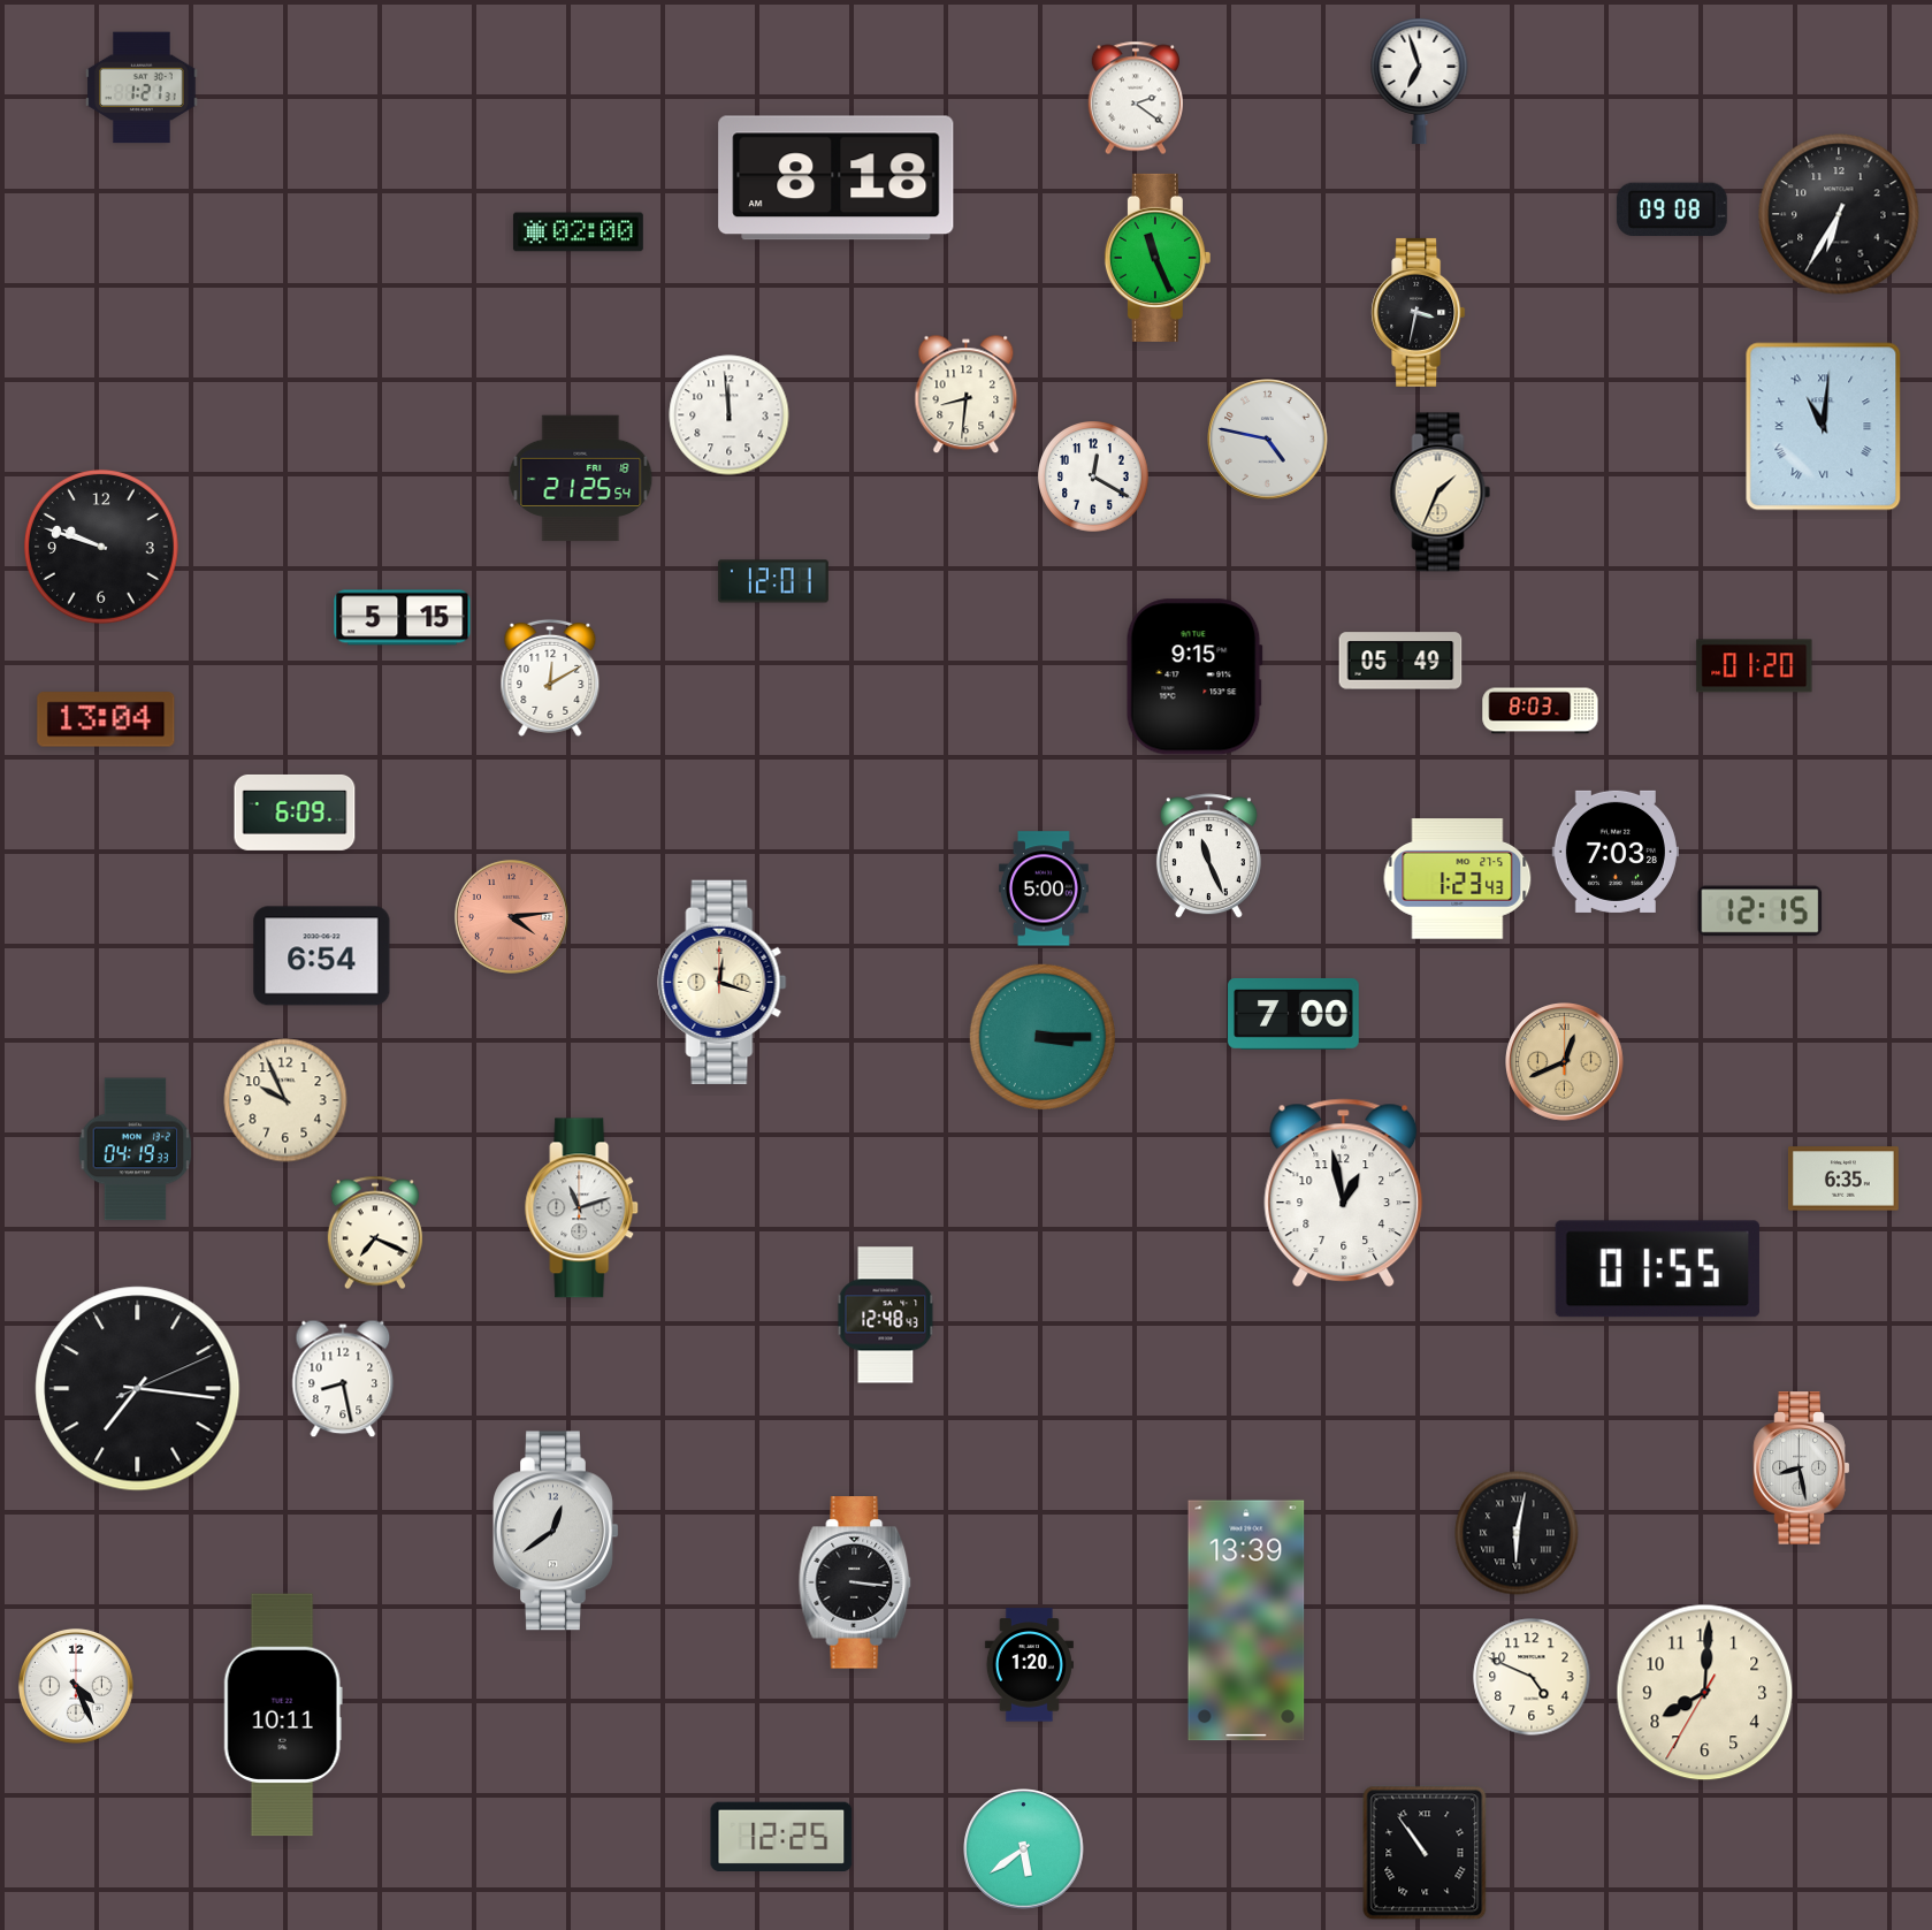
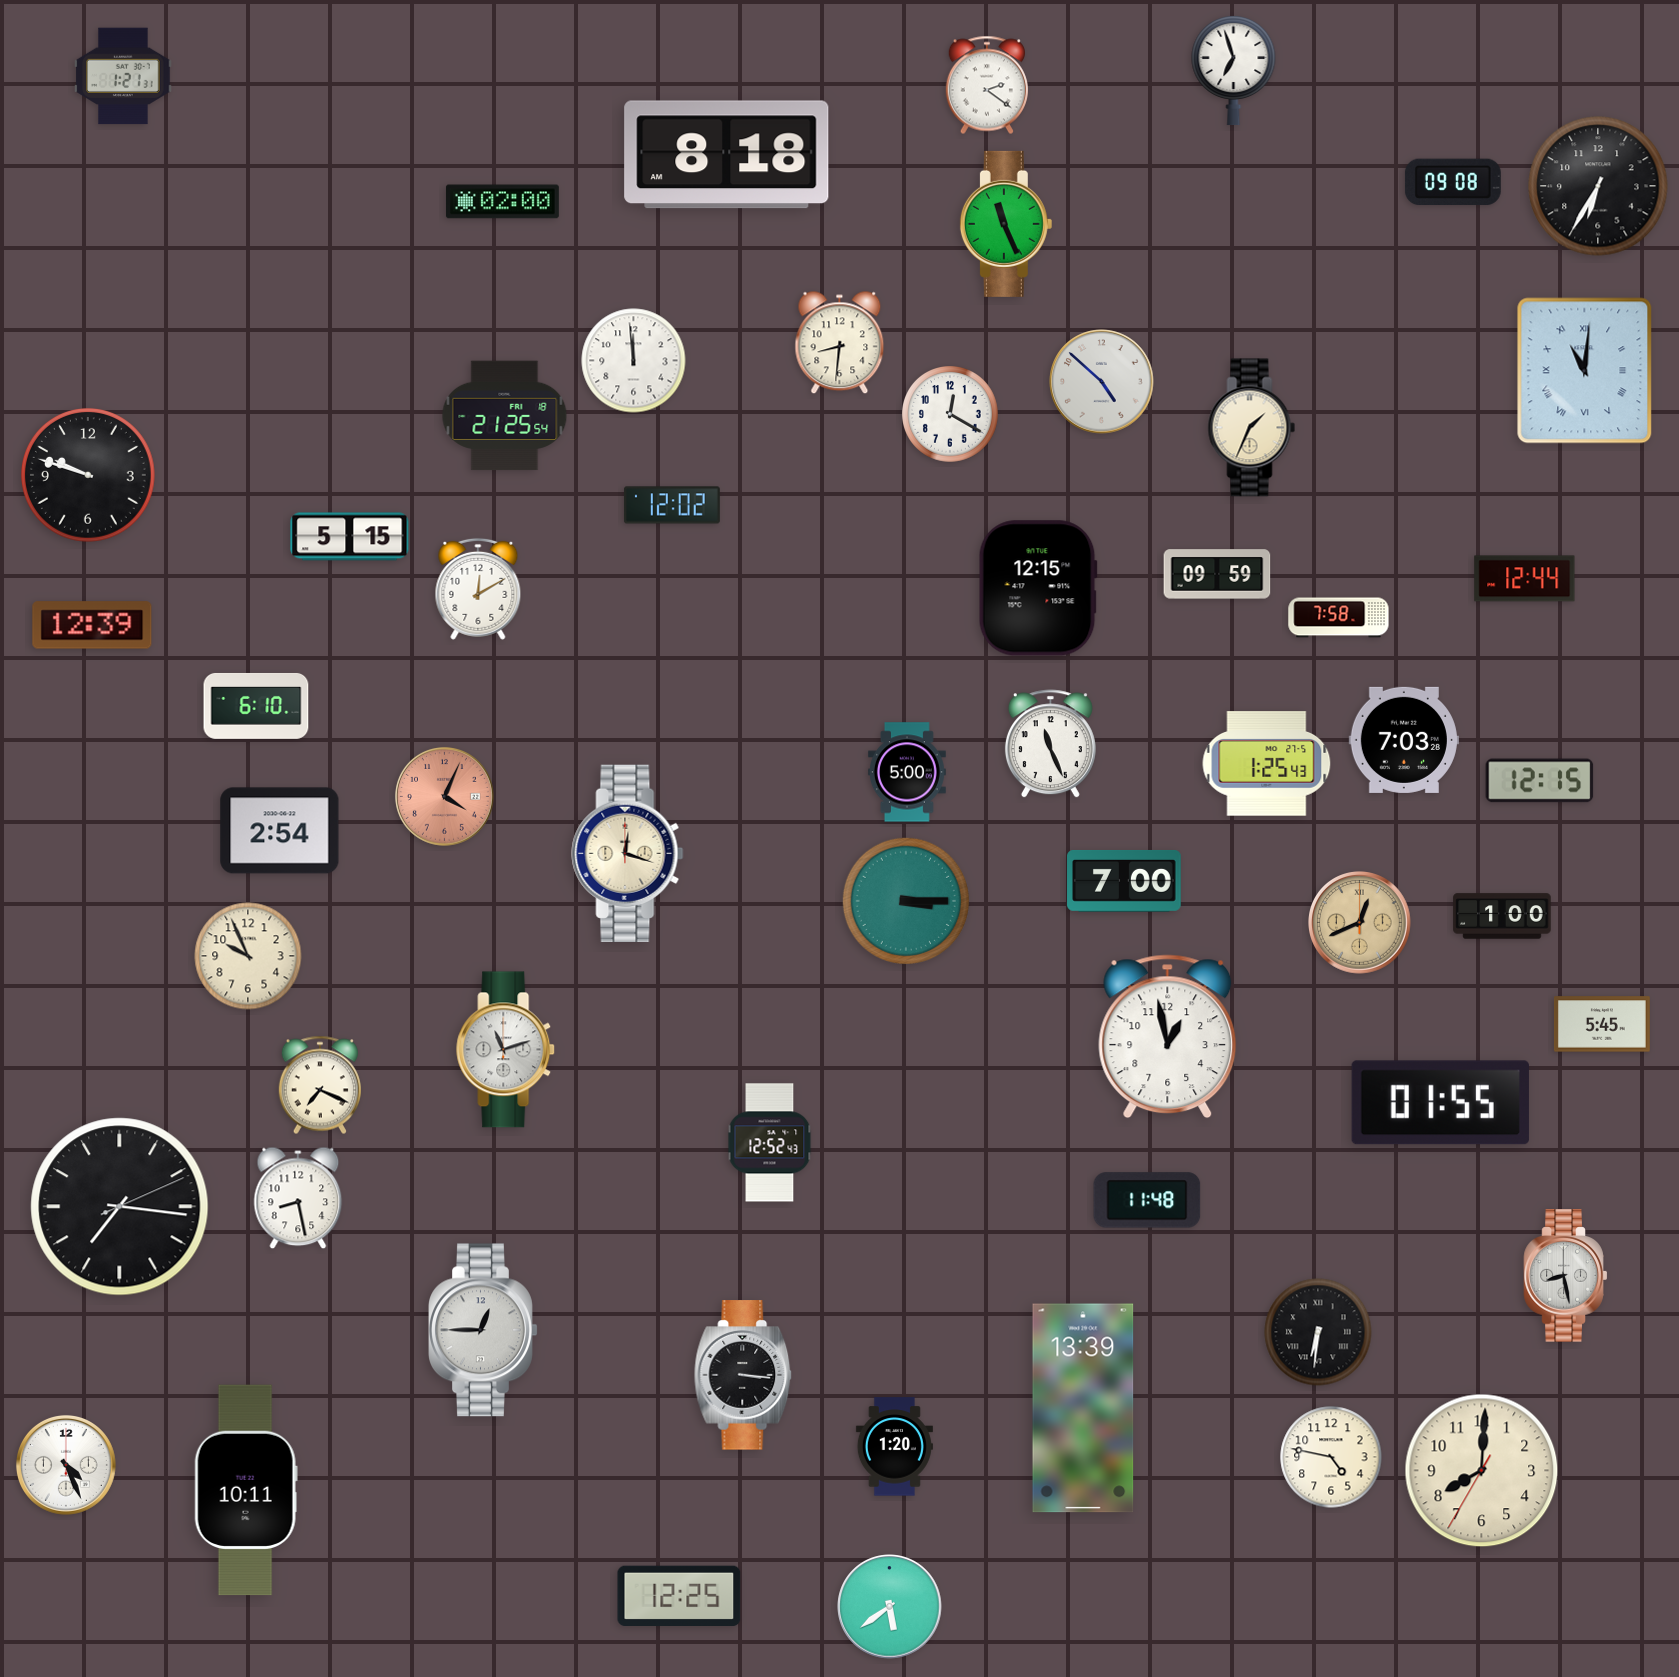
clock at (1419, 312): 3:32 -> none
clock at (1268, 440): 4:47 -> 4:52
clock at (773, 581): 12:01 -> 12:02
clock at (1400, 661): 05:49 -> 09:59
clock at (1755, 666): 01:20 -> 12:44
clock at (1194, 677): 9:15 -> 12:15
clock at (1541, 711): 8:03 -> 7:58
clock at (106, 719): 13:04 -> 12:39
clock at (295, 813): 6:09 -> 6:10
clock at (1458, 879): 1:23 -> 1:25
clock at (1761, 911) position: (1761, 911) -> (1540, 781)
clock at (511, 916): 4:14 -> 4:04
clock at (322, 956): 6:54 -> 2:54
clock at (1502, 916): none -> 1:00
clock at (136, 1150): 04:19 -> none
clock at (1843, 1178): 6:35 -> 5:45
clock at (374, 1233) position: (374, 1233) -> (319, 1085)
clock at (886, 1315): 12:48 -> 12:52
clock at (1147, 1200): none -> 11:48
clock at (557, 1531): 12:39 -> 12:45
clock at (1517, 1533): 6:02 -> 6:31
clock at (1532, 1677): 4:49 -> 4:47
clock at (1425, 1853): 10:54 -> none
